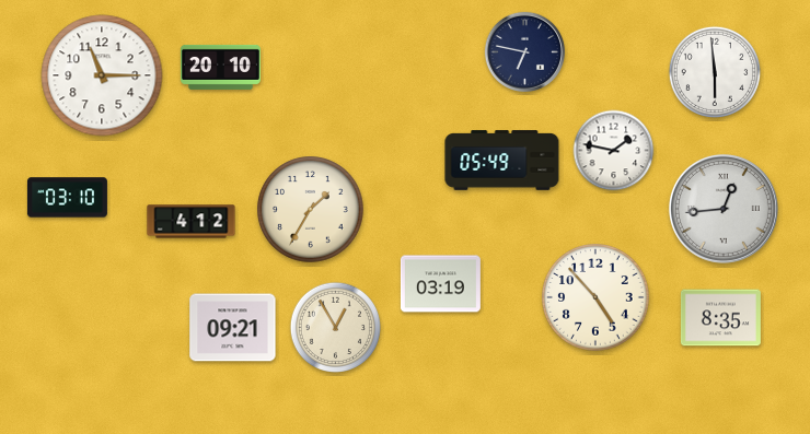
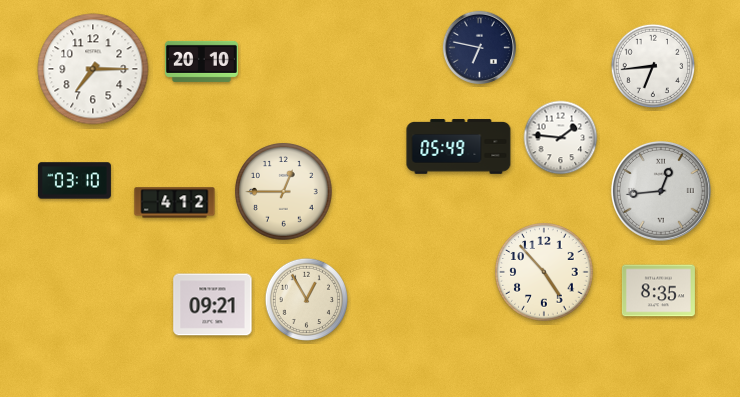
clock at (714, 71): 5:59 -> 6:44
clock at (102, 75): 11:15 -> 7:15
clock at (614, 151): 1:47 -> 1:46
clock at (67, 198) position: (67, 198) -> (74, 181)
clock at (311, 210): 1:35 -> 12:45
clock at (440, 284): 03:19 -> none
clock at (233, 328) position: (233, 328) -> (213, 305)
